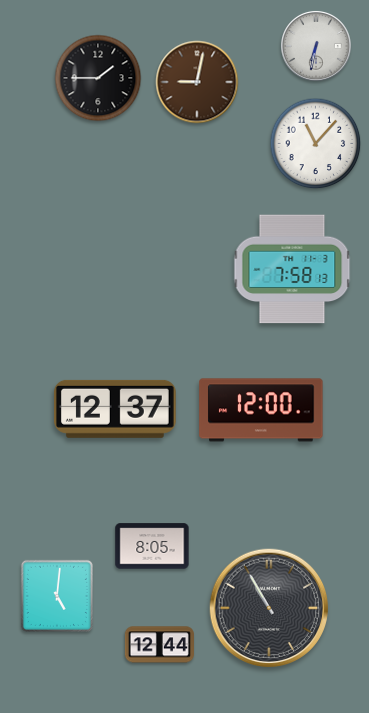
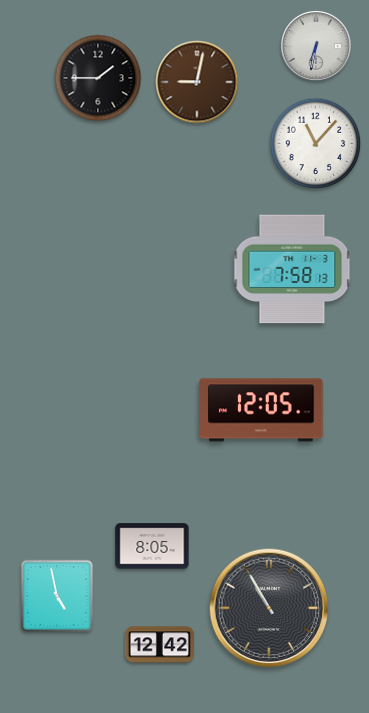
clock at (115, 409): 12:37 -> none
clock at (261, 410): 12:00 -> 12:05
clock at (57, 596): 5:01 -> 4:58
clock at (159, 645): 12:44 -> 12:42
